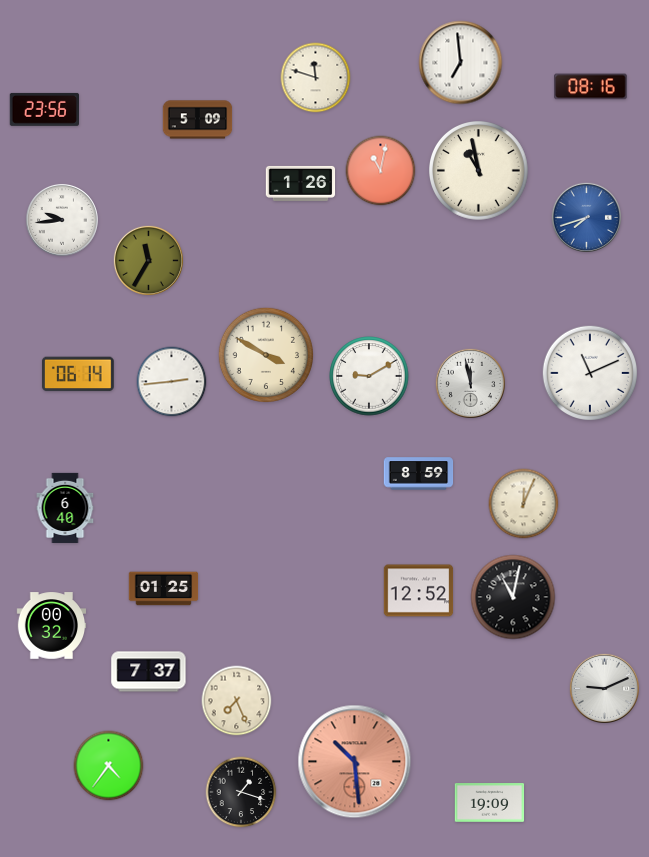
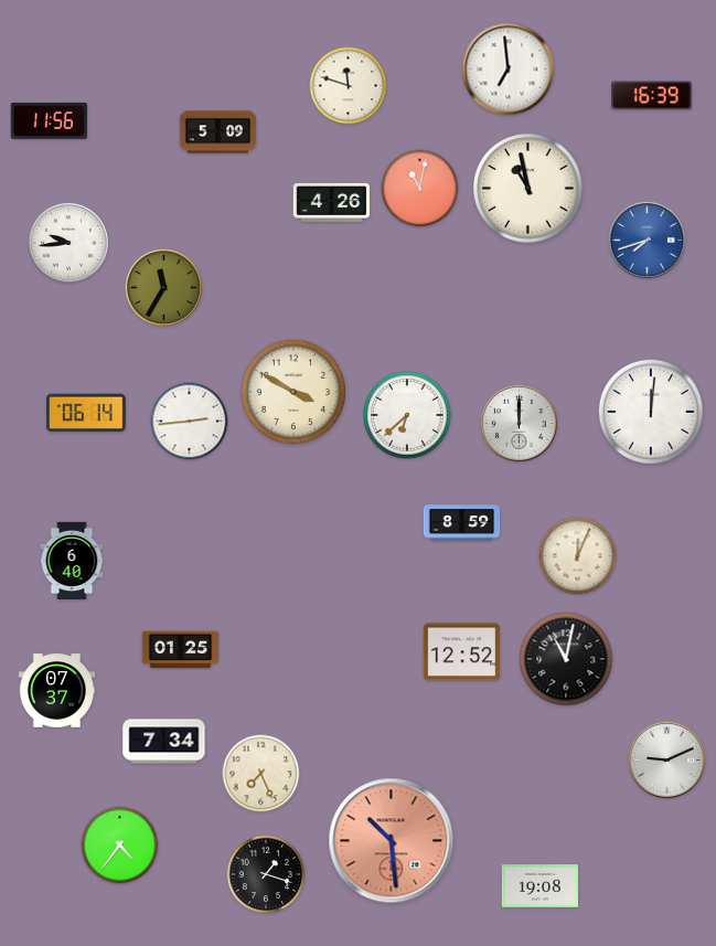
clock at (591, 87): 08:16 -> 16:39
clock at (44, 109): 23:56 -> 11:56
clock at (301, 183): 1:26 -> 4:26
clock at (589, 372): 11:11 -> 12:01
clock at (369, 376): 9:10 -> 6:38
clock at (470, 383): 11:58 -> 12:00
clock at (52, 626): 00:32 -> 07:37
clock at (149, 672): 7:37 -> 7:34
clock at (490, 803): 19:09 -> 19:08
